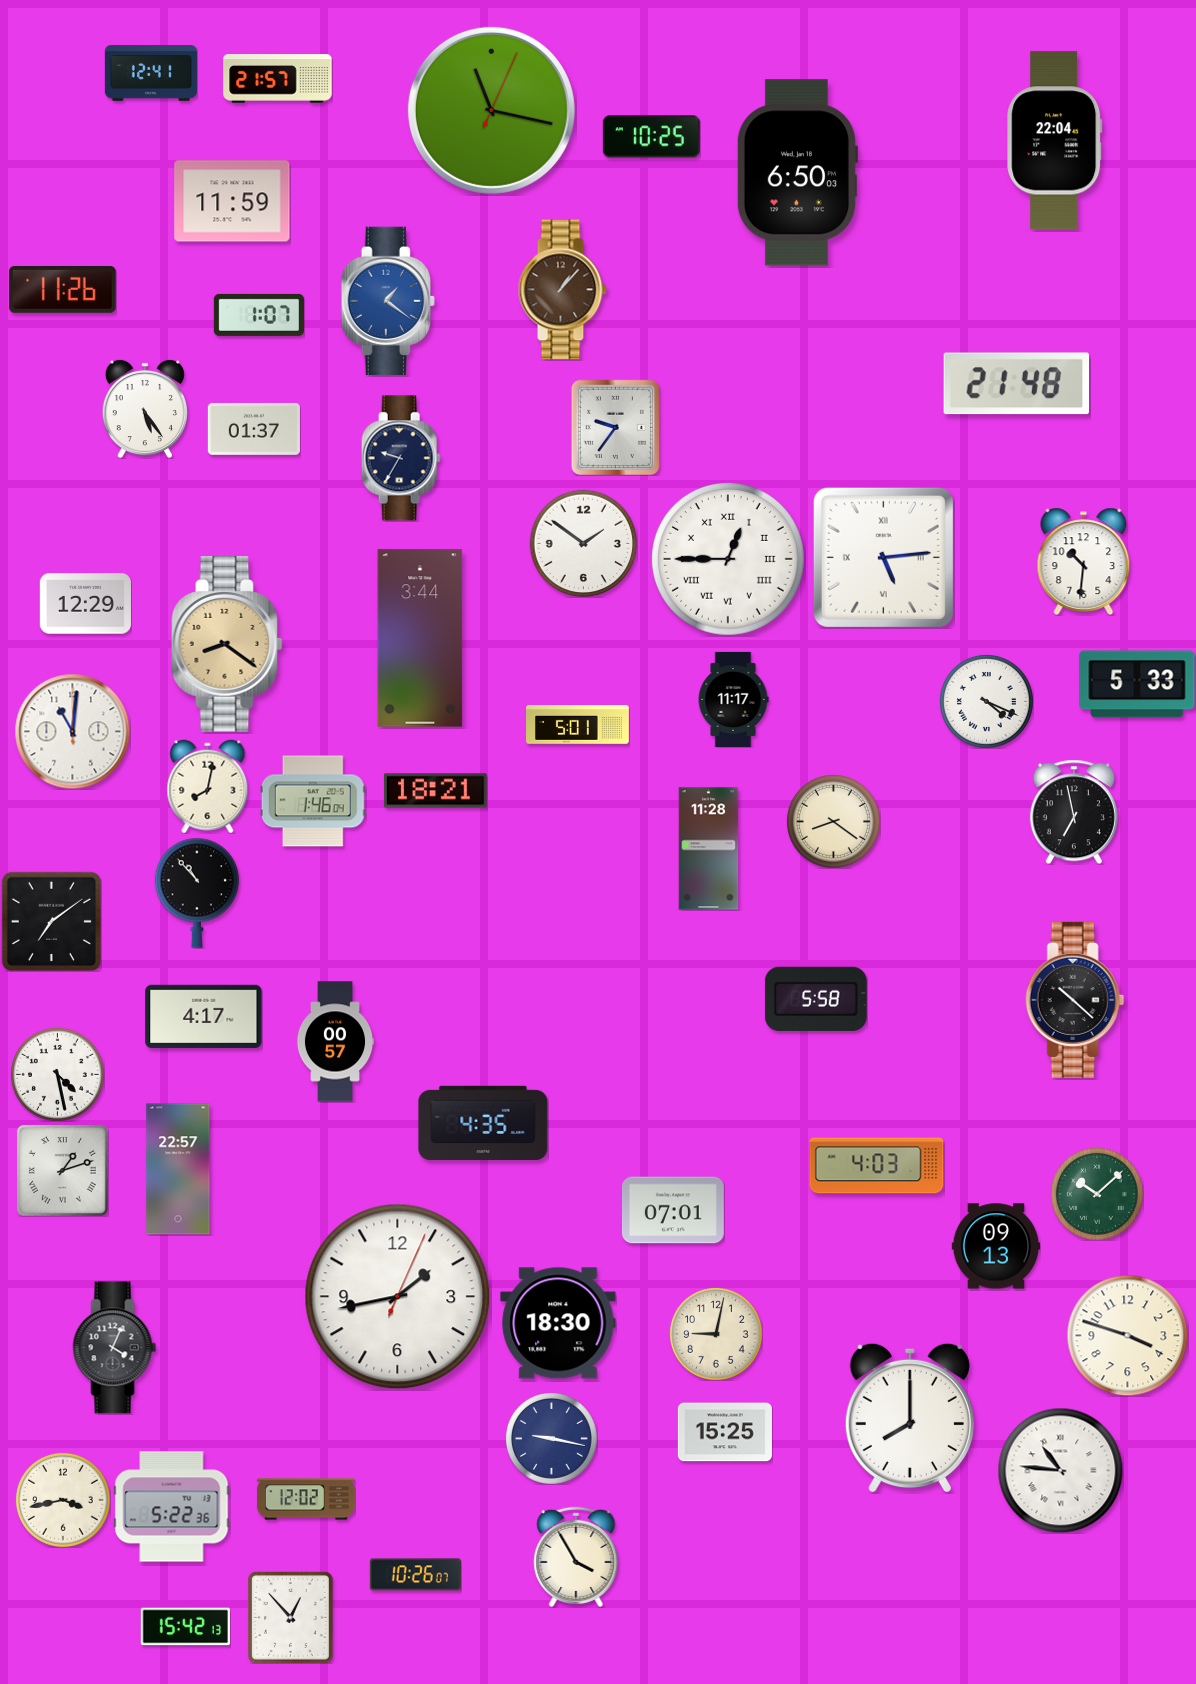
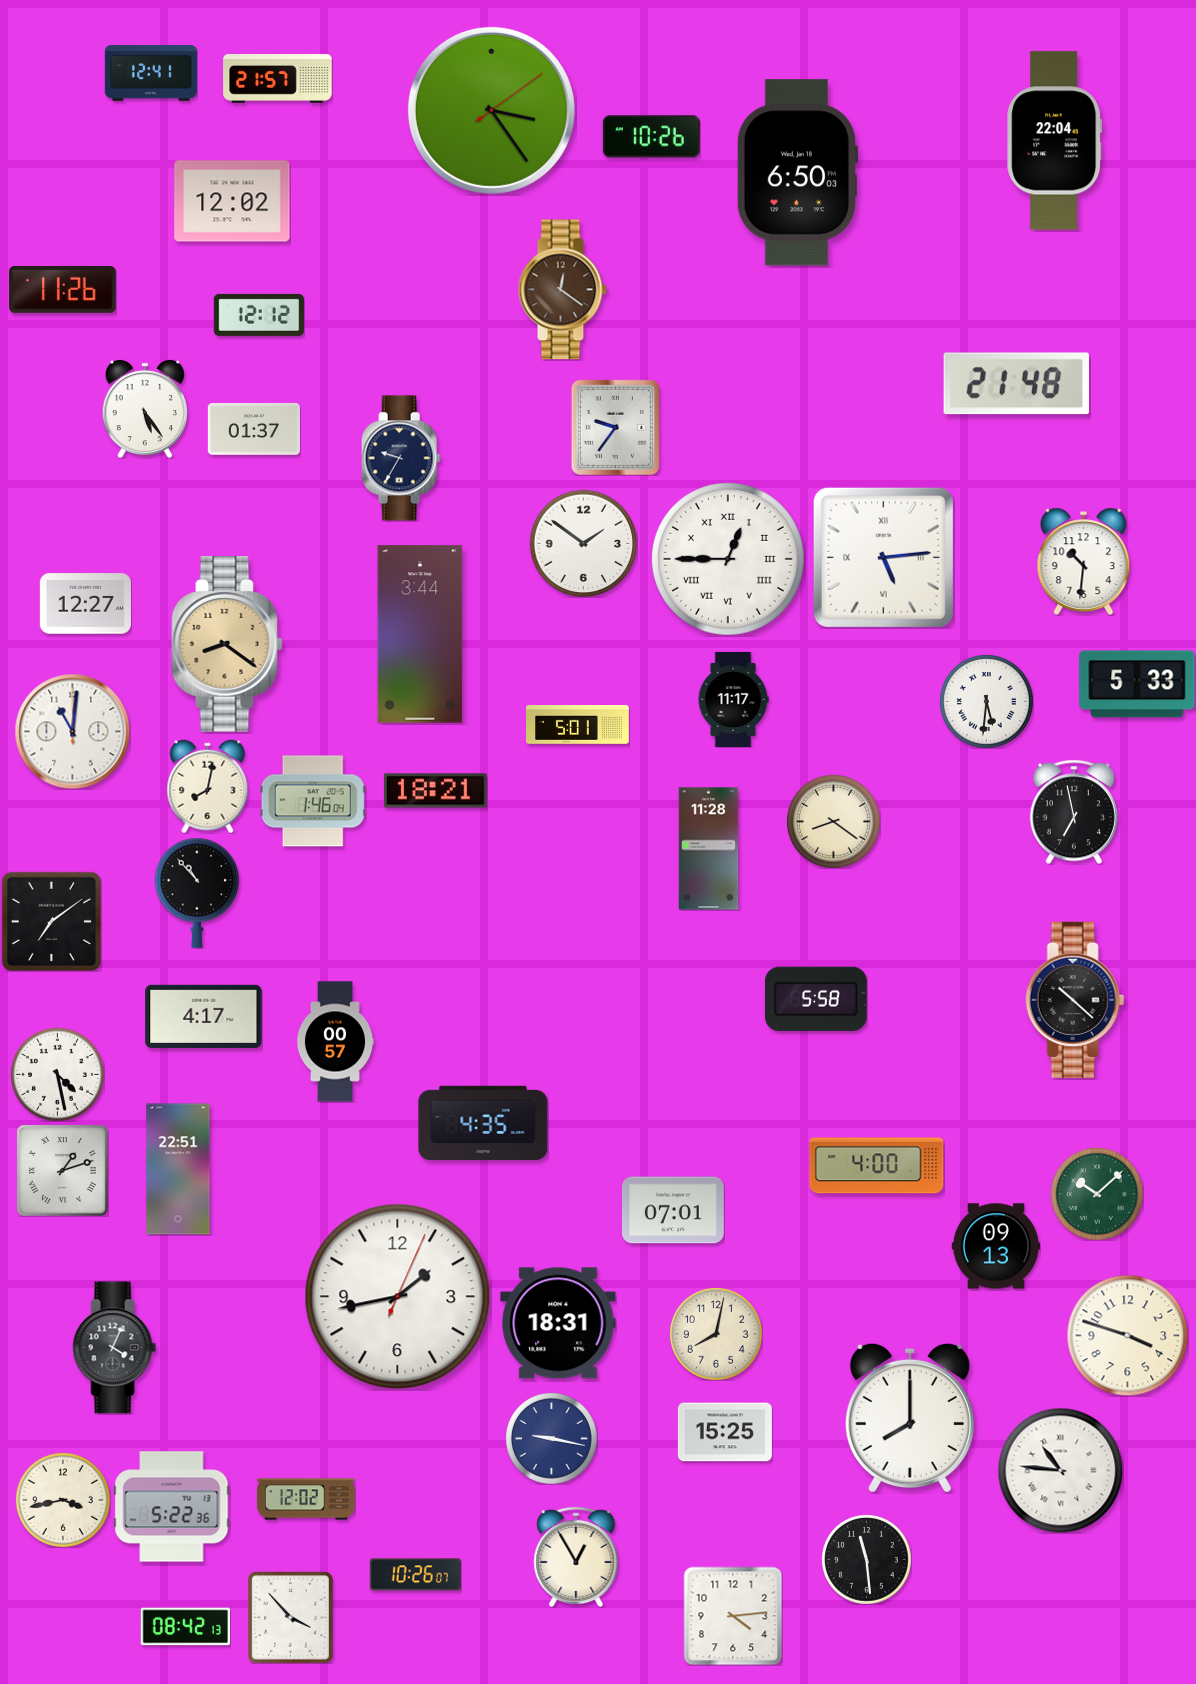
clock at (491, 110): 11:17 -> 3:24
clock at (651, 137): 10:25 -> 10:26
clock at (232, 201): 11:59 -> 12:02
clock at (562, 290): 1:07 -> 12:21
clock at (388, 301): 1:21 -> none
clock at (258, 315): 1:07 -> 12:12
clock at (85, 604): 12:29 -> 12:27
clock at (420, 638) position: (420, 638) -> (420, 634)
clock at (986, 701): 4:19 -> 5:31
clock at (877, 1166): 4:03 -> 4:00
clock at (178, 1169): 22:57 -> 22:51
clock at (558, 1323): 18:30 -> 18:31
clock at (716, 1334): 9:02 -> 8:02
clock at (576, 1557): 3:55 -> 12:55
clock at (866, 1559): none -> 11:29
clock at (733, 1616): none -> 4:14
clock at (291, 1618): 12:53 -> 3:53
clock at (185, 1627): 15:42 -> 08:42
